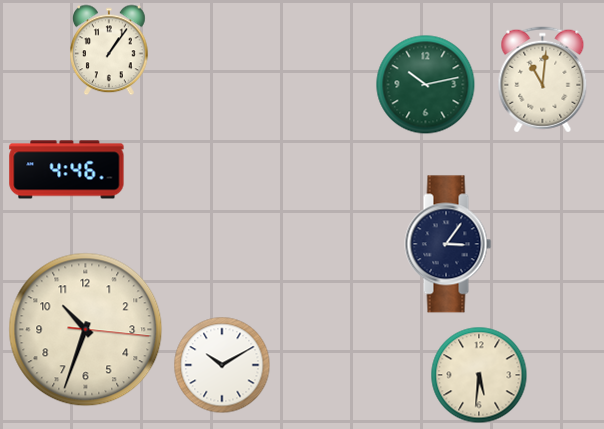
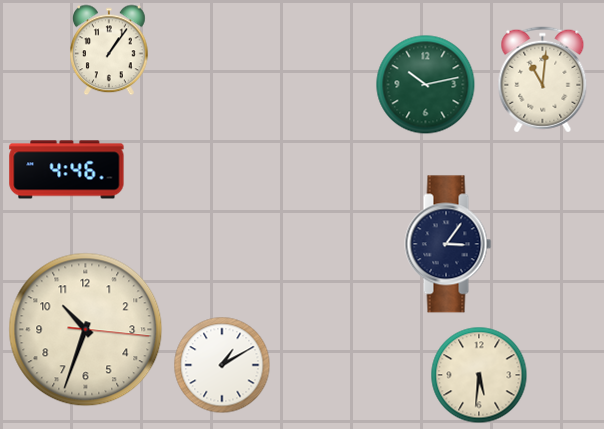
clock at (222, 365): 10:10 -> 1:10
